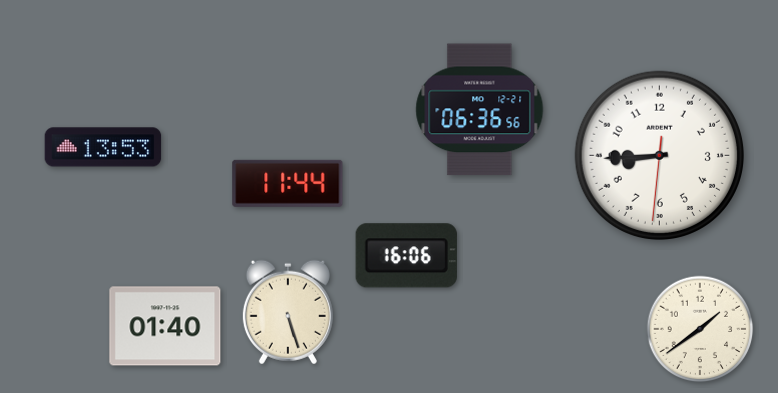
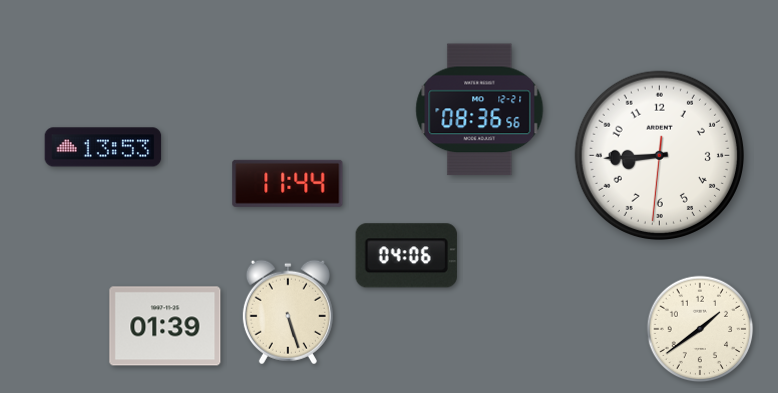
clock at (480, 110): 06:36 -> 08:36
clock at (406, 256): 16:06 -> 04:06
clock at (165, 326): 01:40 -> 01:39
